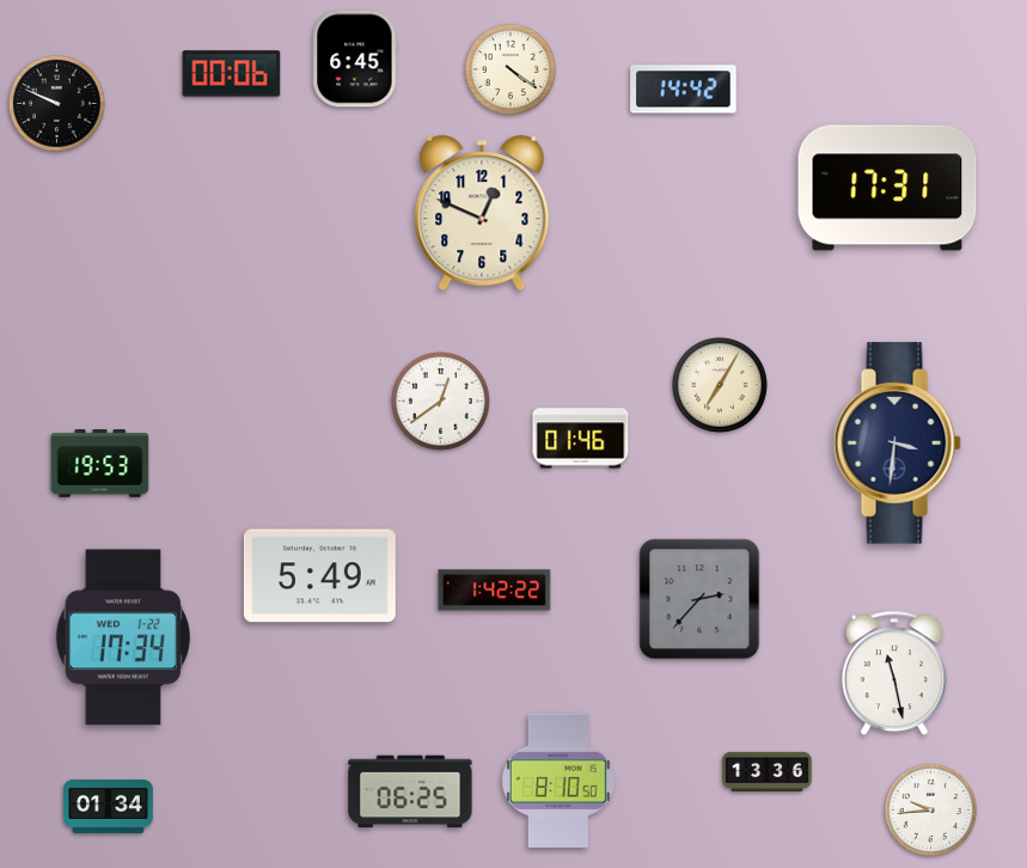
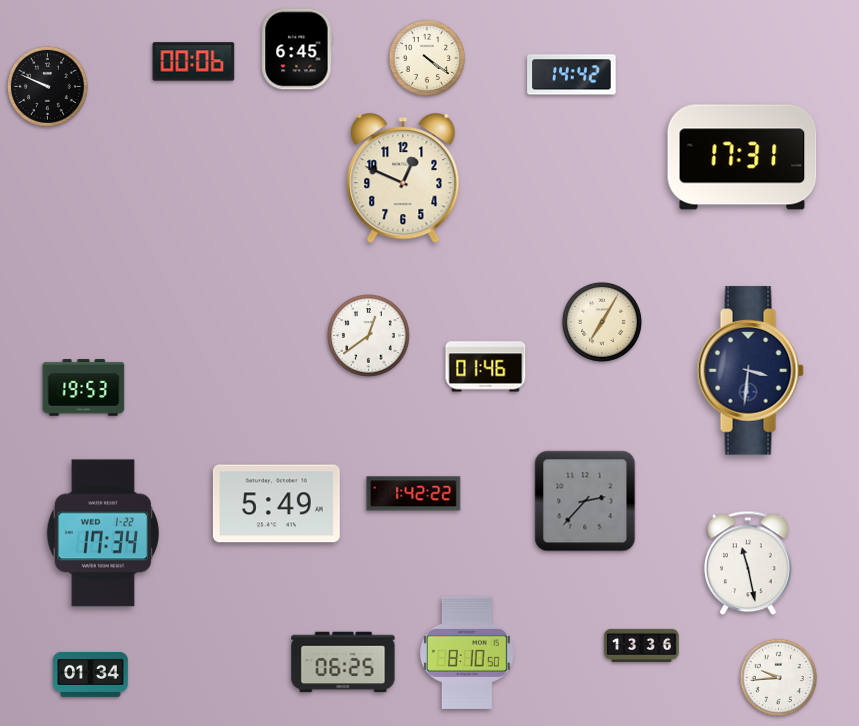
clock at (319, 576) position: (319, 576) -> (276, 504)
